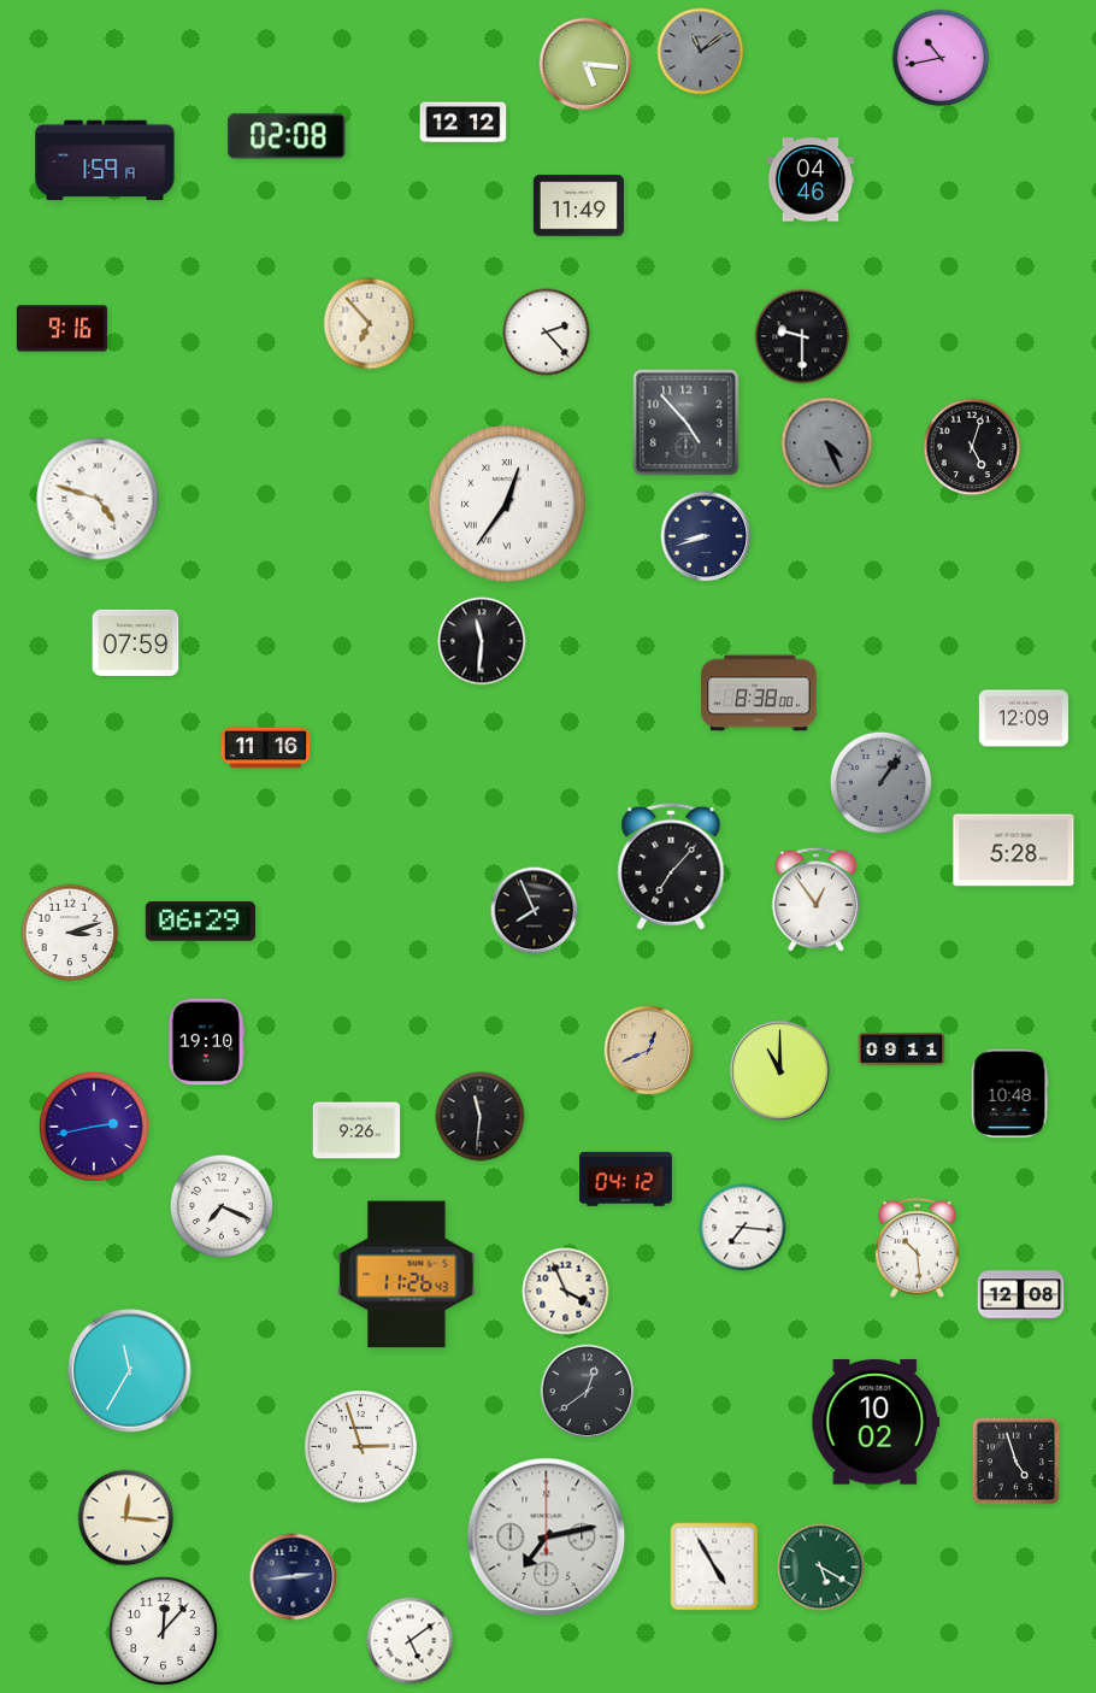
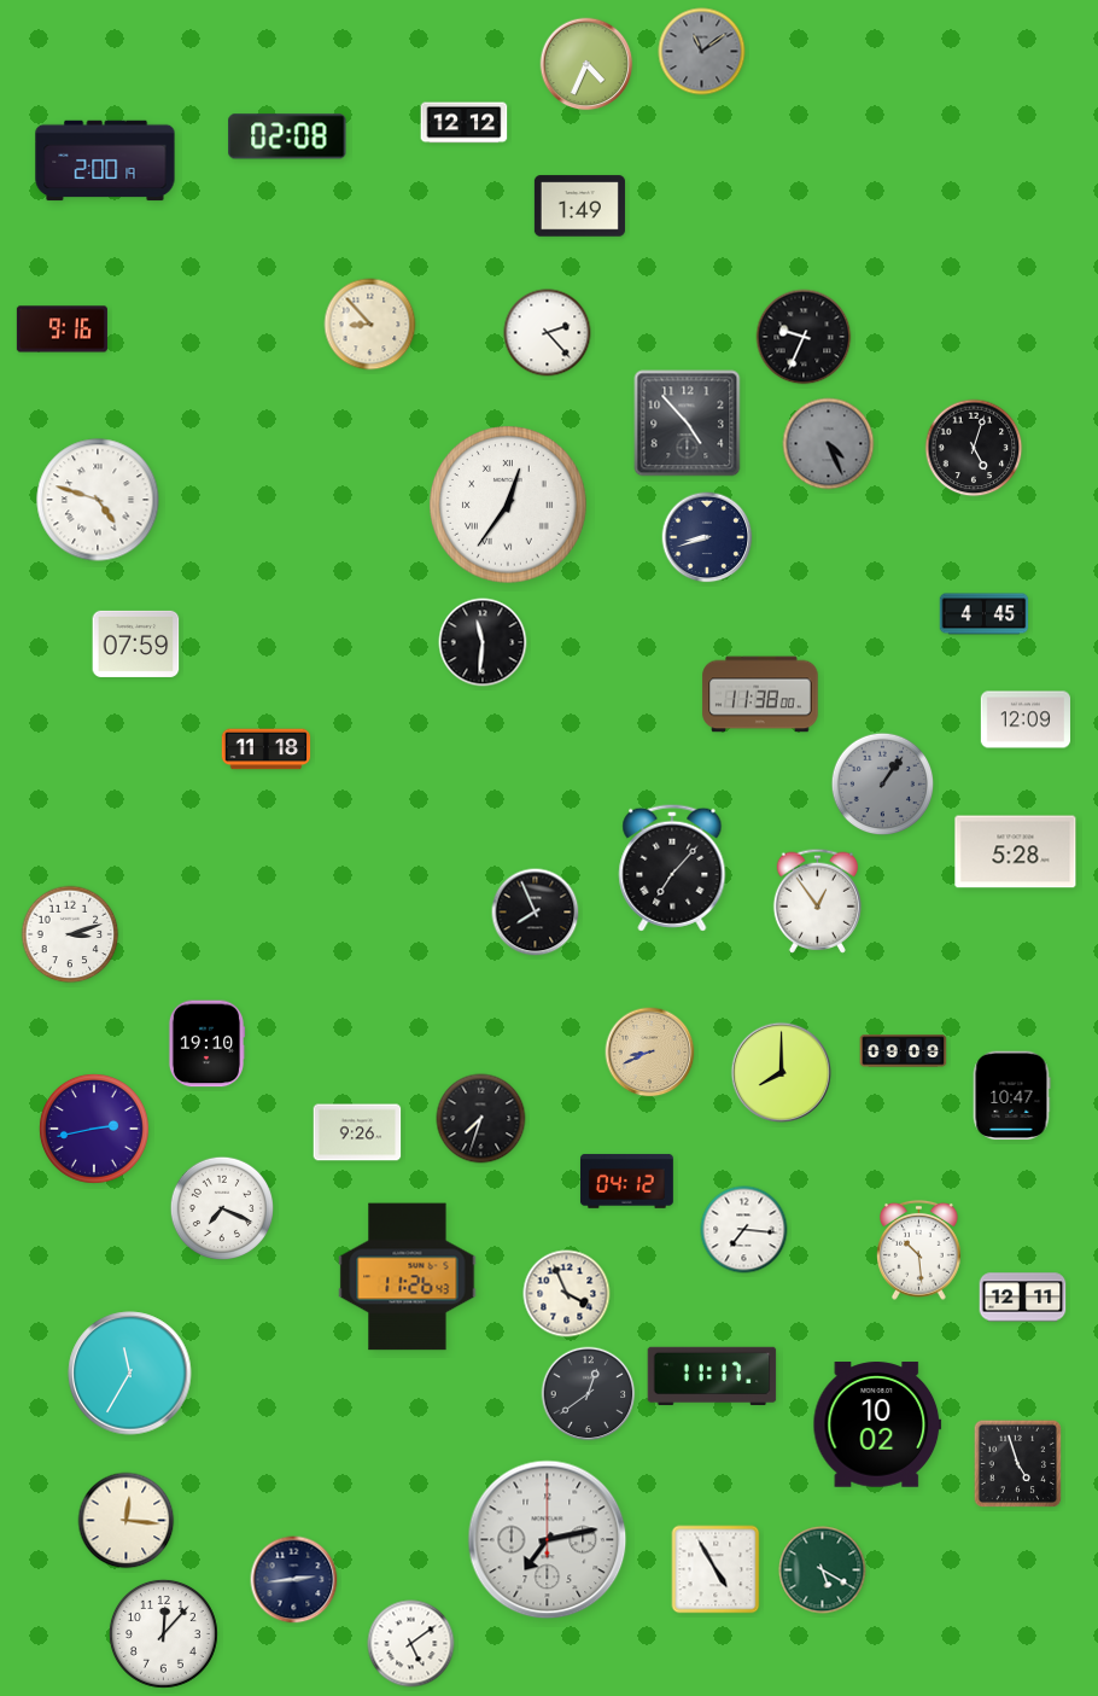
clock at (941, 58): 10:43 -> none
clock at (585, 64): 5:16 -> 4:34
clock at (105, 160): 1:59 -> 2:00
clock at (811, 180): 04:46 -> none
clock at (578, 206): 11:49 -> 1:49
clock at (370, 324): 6:53 -> 8:53
clock at (802, 336): 9:30 -> 9:34
clock at (985, 614): none -> 4:45
clock at (759, 693): 8:38 -> 11:38
clock at (266, 748): 11:16 -> 11:18
clock at (200, 922): 06:29 -> none
clock at (902, 1050): 09:11 -> 09:09
clock at (649, 1051): 12:41 -> 8:41
clock at (779, 1070): 11:00 -> 8:00
clock at (1009, 1094): 10:48 -> 10:47
clock at (481, 1117): 11:31 -> 7:33
clock at (1021, 1295): 12:08 -> 12:11
clock at (712, 1376): none -> 11:17
clock at (361, 1447): 2:57 -> none
